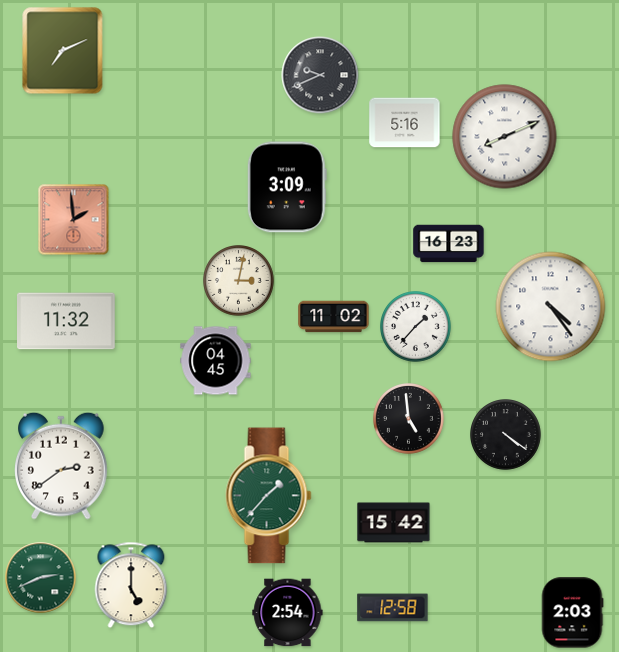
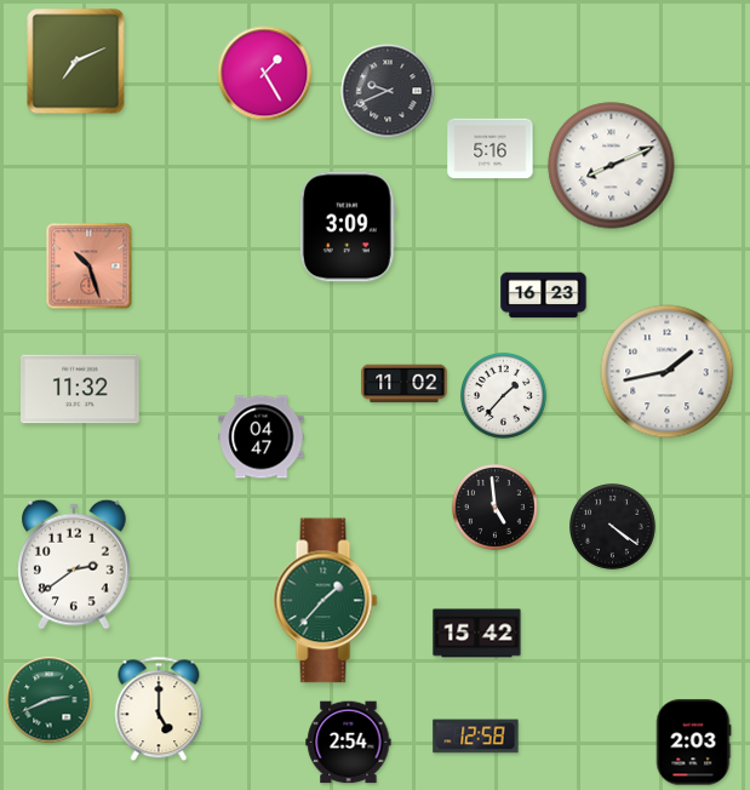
clock at (265, 74): none -> 1:25
clock at (74, 220): 1:59 -> 10:27
clock at (239, 281): 3:02 -> none
clock at (551, 307): 4:24 -> 1:43
clock at (216, 361): 04:45 -> 04:47
